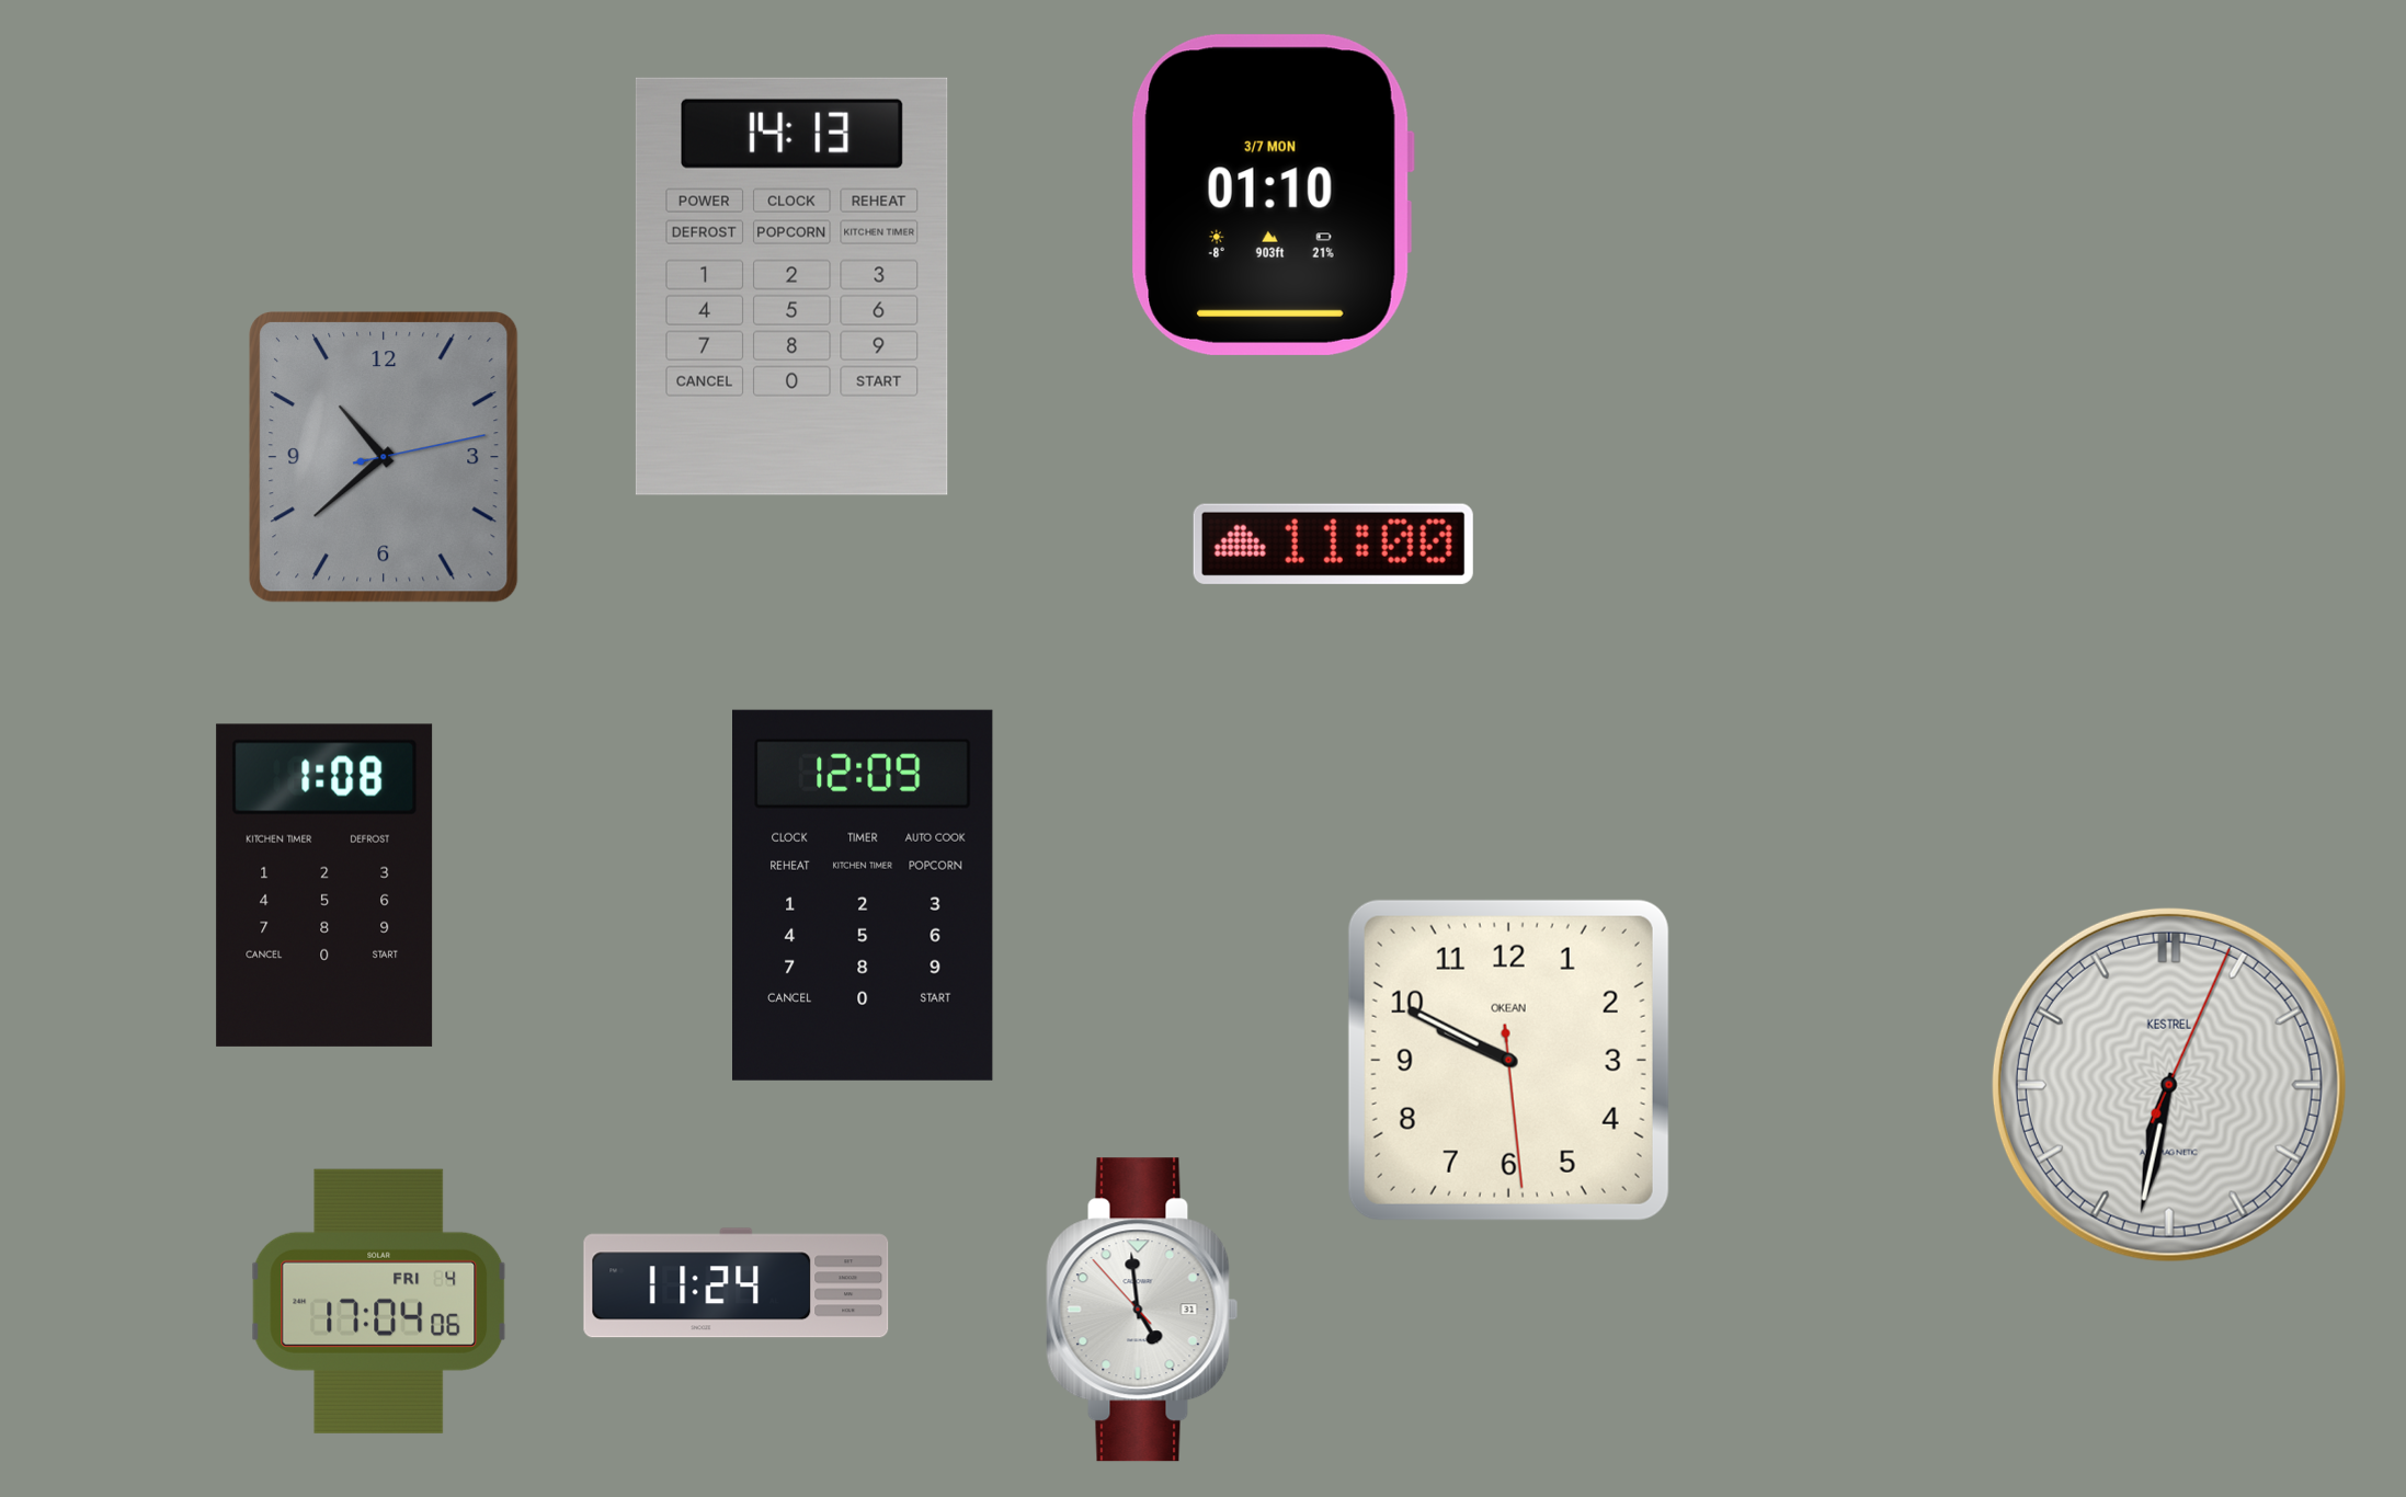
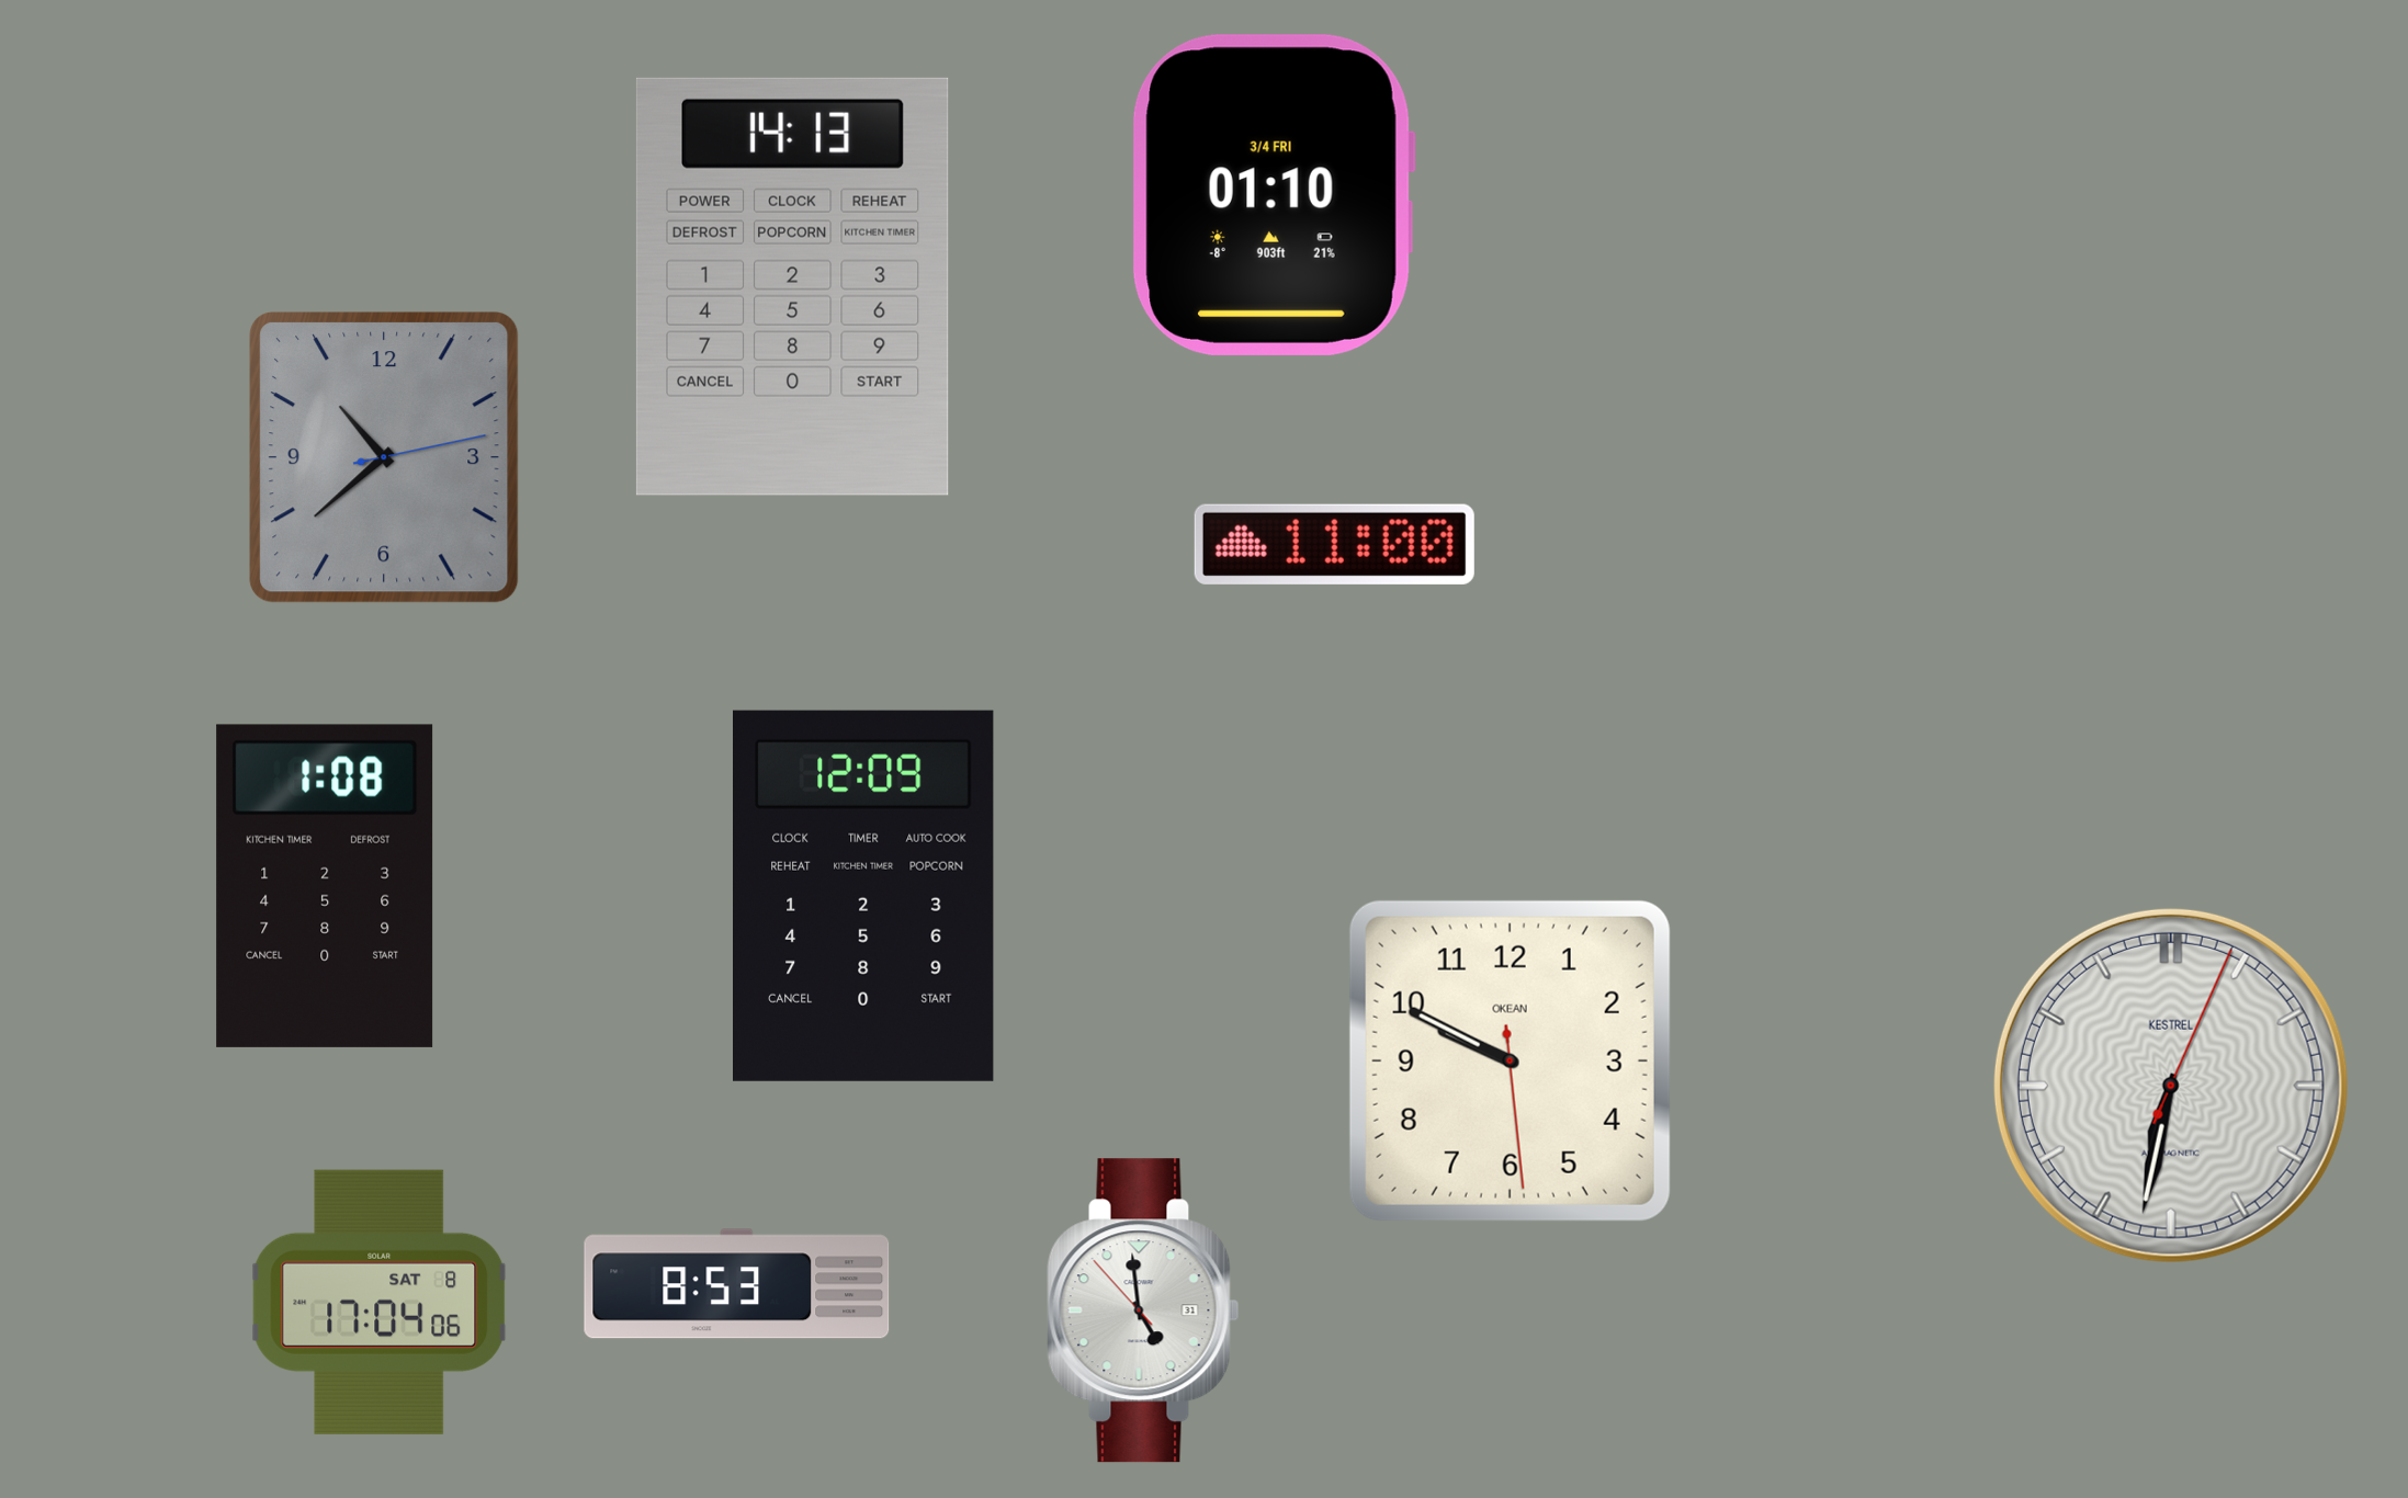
clock at (1273, 195) date: 3/7 MON -> 3/4 FRI
clock at (737, 1283): 11:24 -> 8:53
clock at (379, 1301) date: FRI 4 -> SAT 8
